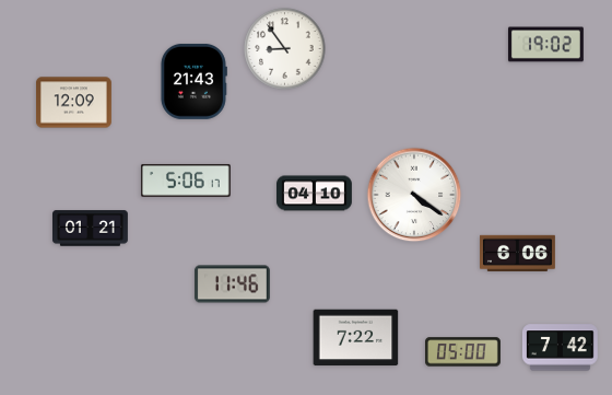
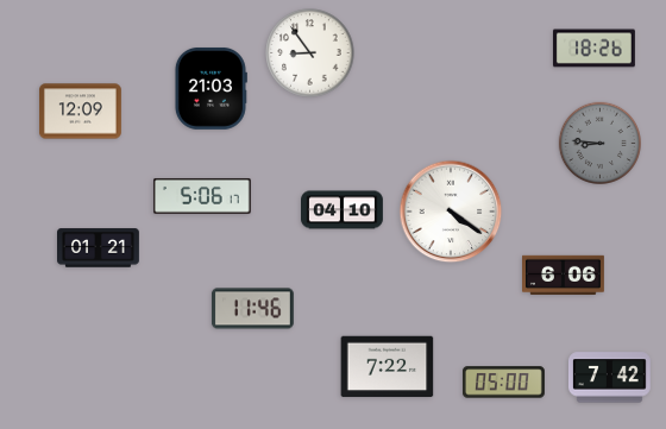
clock at (545, 45): 19:02 -> 18:26
clock at (193, 81): 21:43 -> 21:03
clock at (599, 143): none -> 8:46
